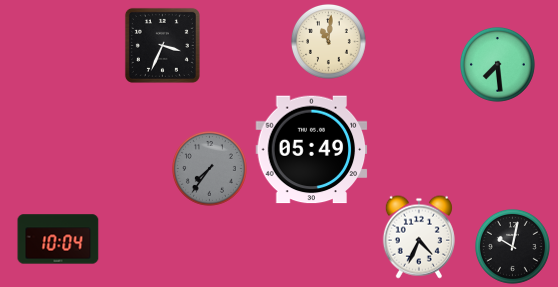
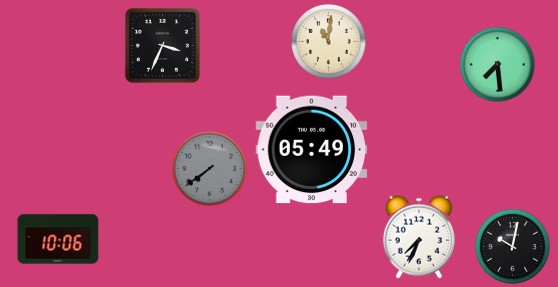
clock at (209, 168): 7:36 -> 7:39
clock at (419, 237): 4:34 -> 7:34
clock at (58, 239): 10:04 -> 10:06
